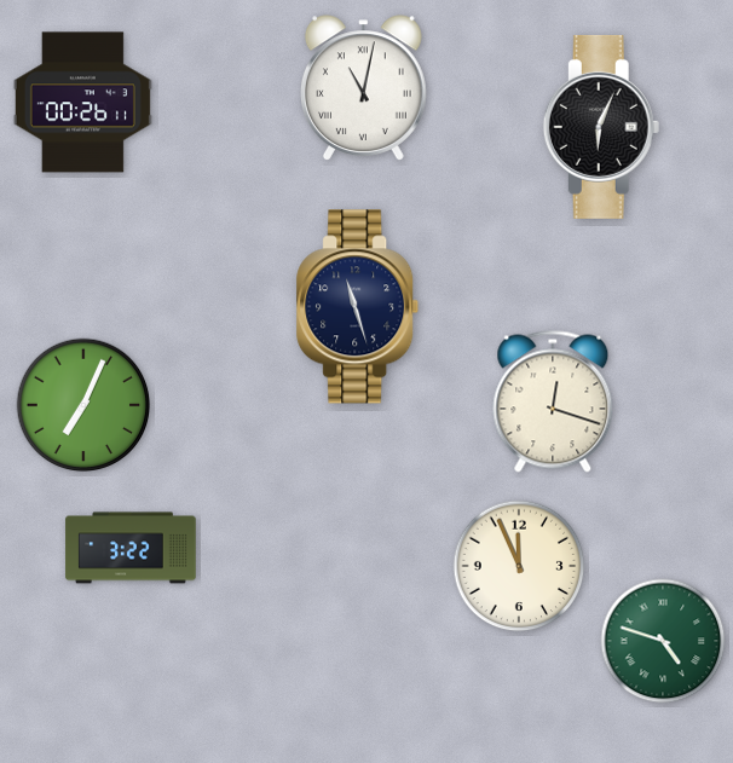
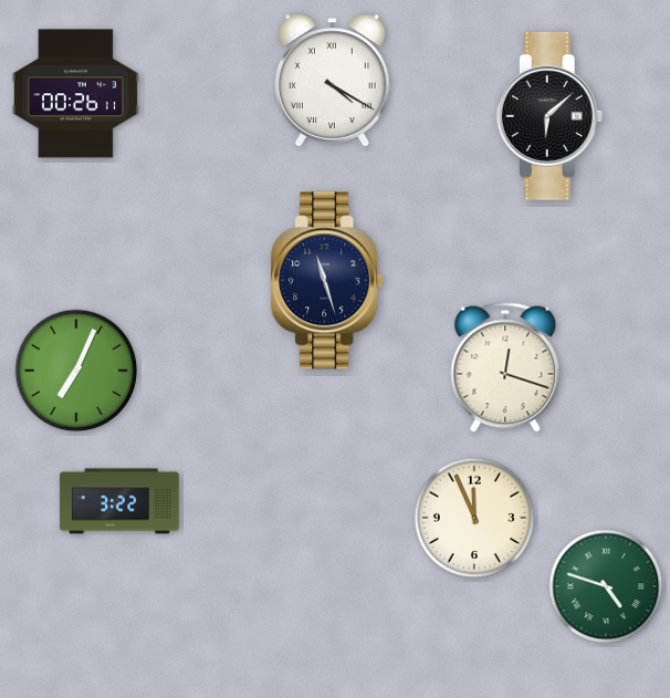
clock at (363, 88): 11:02 -> 4:20
clock at (601, 127): 6:04 -> 6:08
